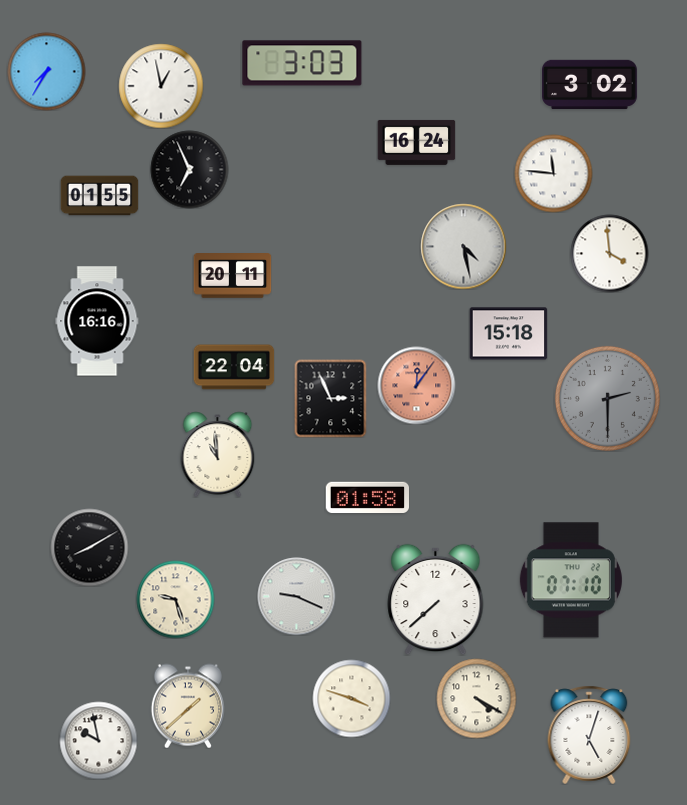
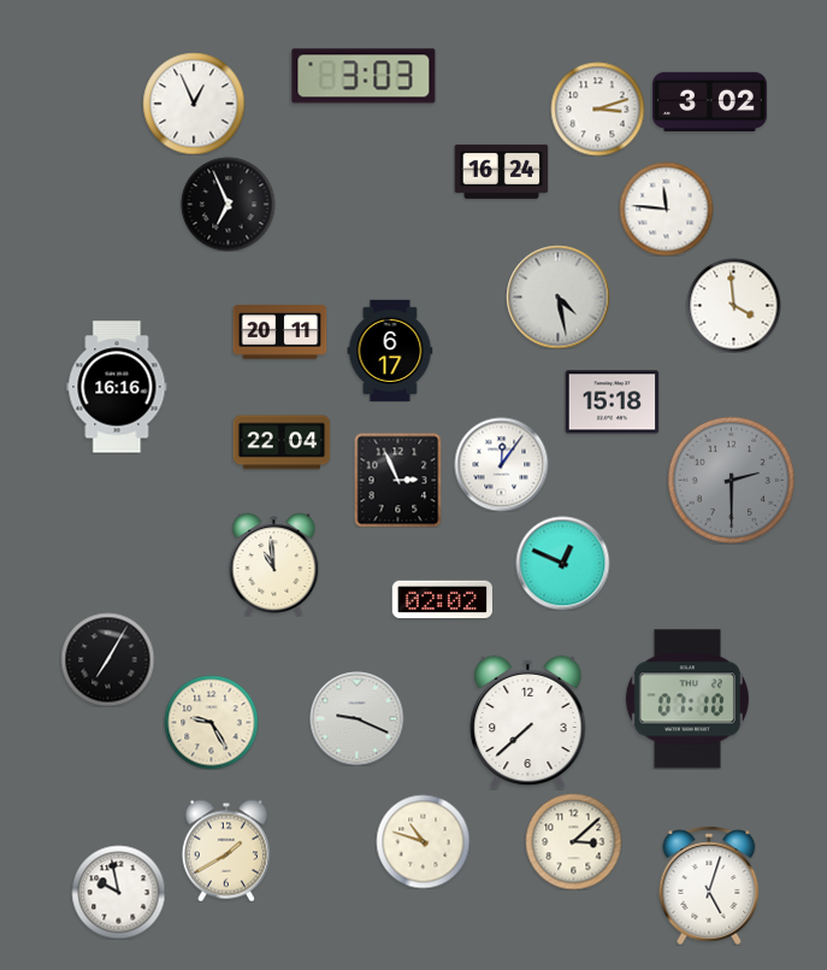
clock at (46, 71): 7:35 -> none
clock at (161, 86): 12:58 -> 12:56
clock at (597, 108): none -> 3:12
clock at (99, 196): 01:55 -> none
clock at (390, 349): none -> 6:17
clock at (416, 385) dial: salmon -> white
clock at (218, 454) position: (218, 454) -> (274, 564)
clock at (562, 563): none -> 12:49
clock at (367, 497): 01:58 -> 02:02
clock at (89, 547): 8:10 -> 7:05
clock at (175, 599): 9:27 -> 9:25
clock at (436, 599) position: (436, 599) -> (528, 722)
clock at (351, 698): 3:48 -> 10:48
clock at (476, 698): 4:20 -> 3:08
clock at (188, 706): 1:38 -> 1:40
